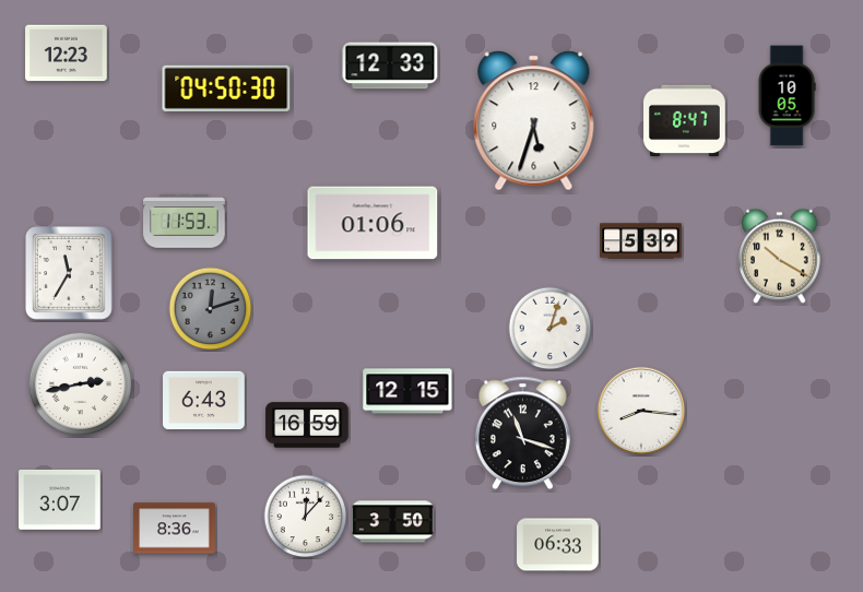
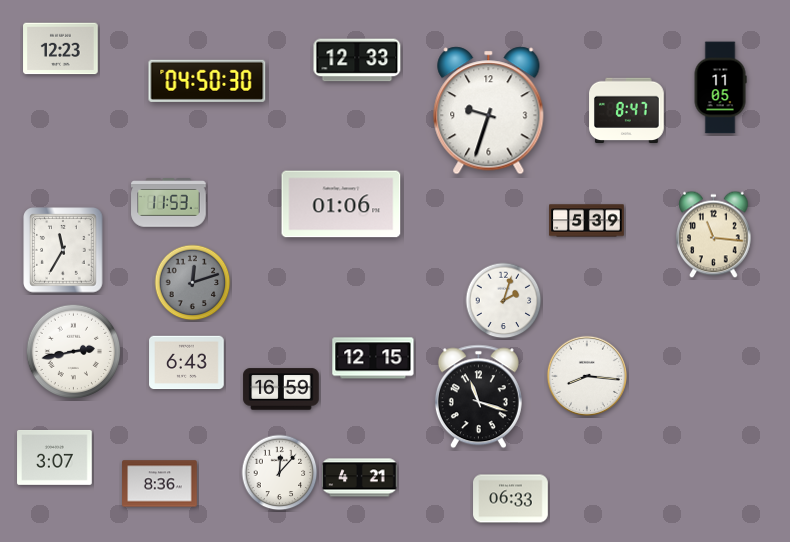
clock at (787, 96): 10:05 -> 11:05
clock at (534, 121): 5:33 -> 9:33
clock at (780, 257): 10:20 -> 11:16
clock at (204, 401) position: (204, 401) -> (187, 363)
clock at (393, 522): 3:50 -> 4:21
